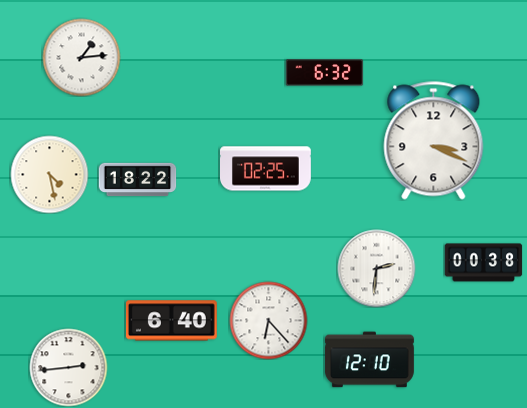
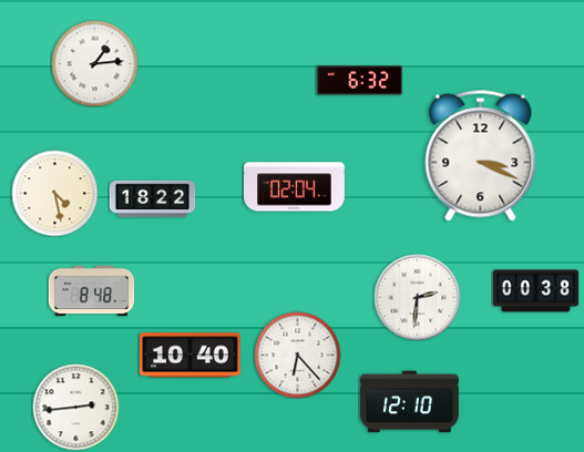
clock at (81, 57) position: (81, 57) -> (94, 63)
clock at (266, 169): 02:25 -> 02:04
clock at (91, 291): none -> 8:48
clock at (171, 321): 6:40 -> 10:40
clock at (369, 360) position: (369, 360) -> (409, 402)
